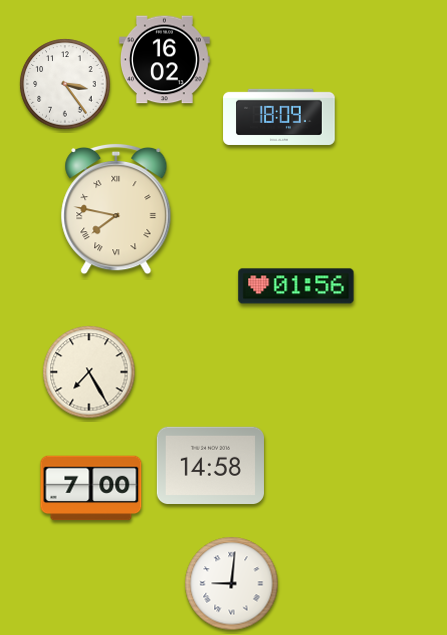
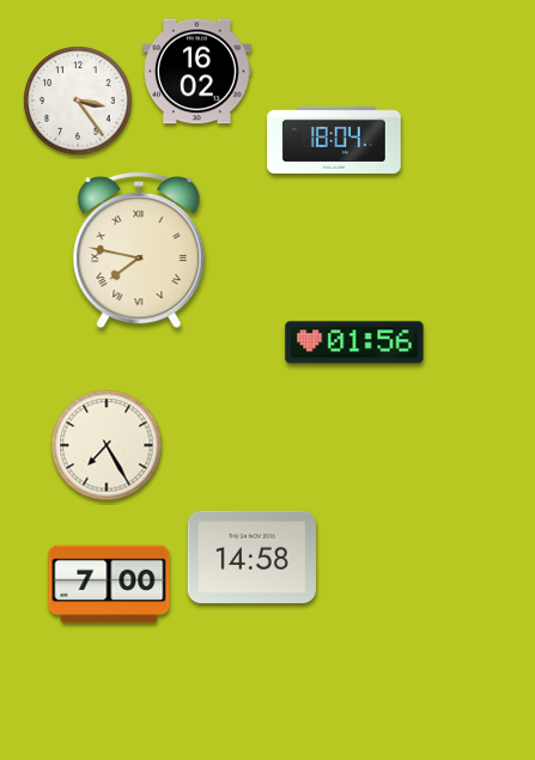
clock at (279, 117): 18:09 -> 18:04
clock at (232, 584): 9:01 -> none
